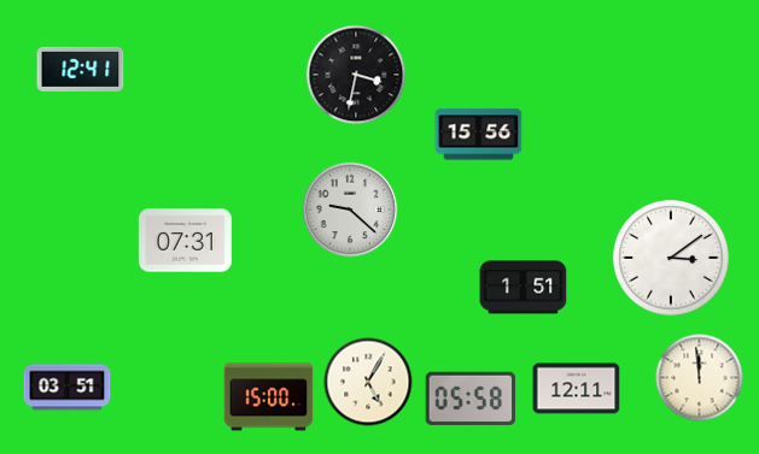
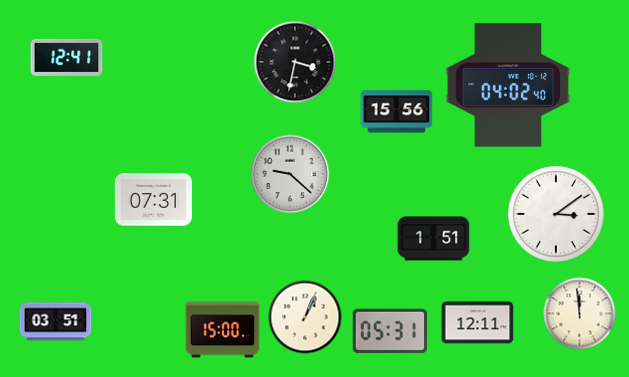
clock at (508, 85): none -> 04:02
clock at (368, 382): 5:05 -> 1:04
clock at (471, 399): 05:58 -> 05:31
